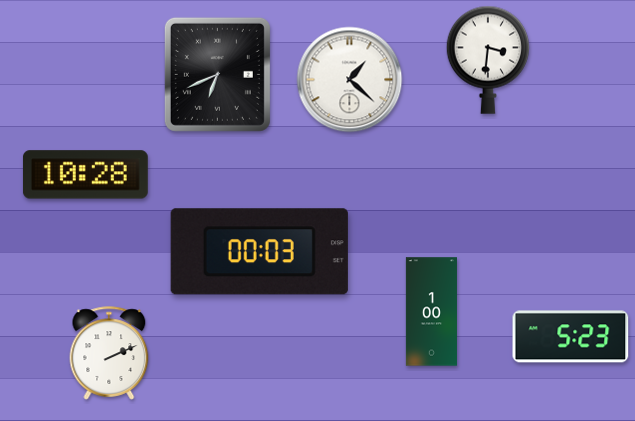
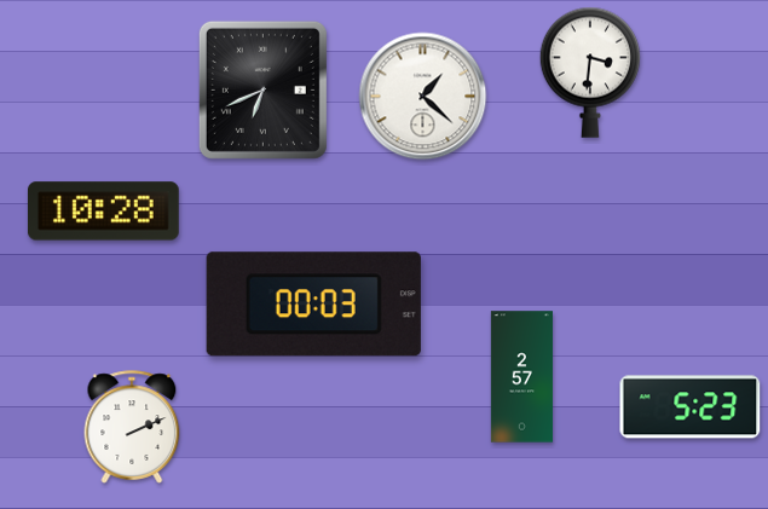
clock at (431, 312): 1:00 -> 2:57
